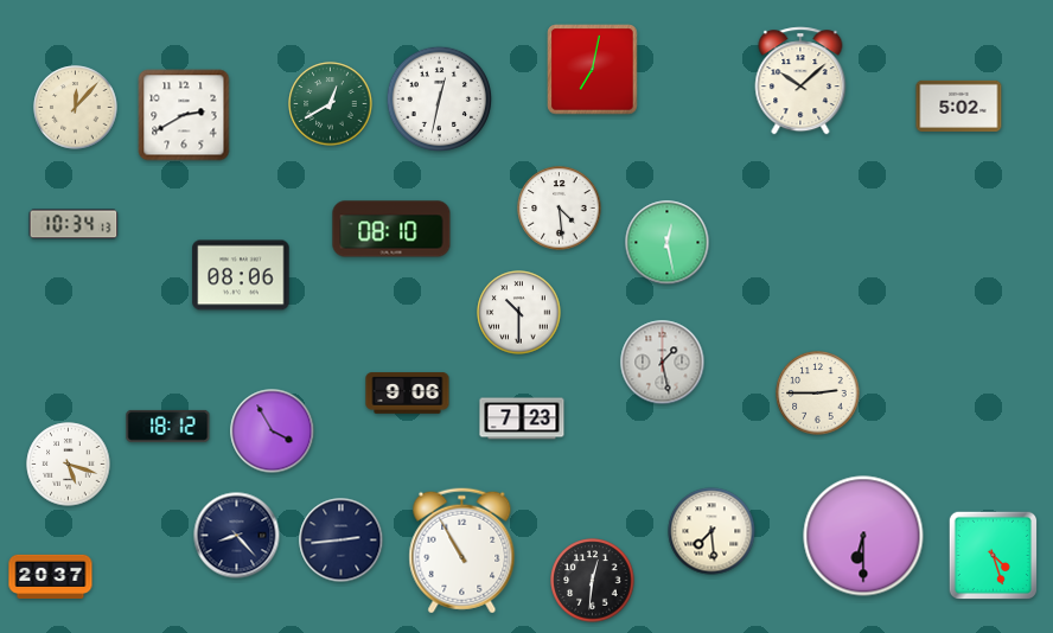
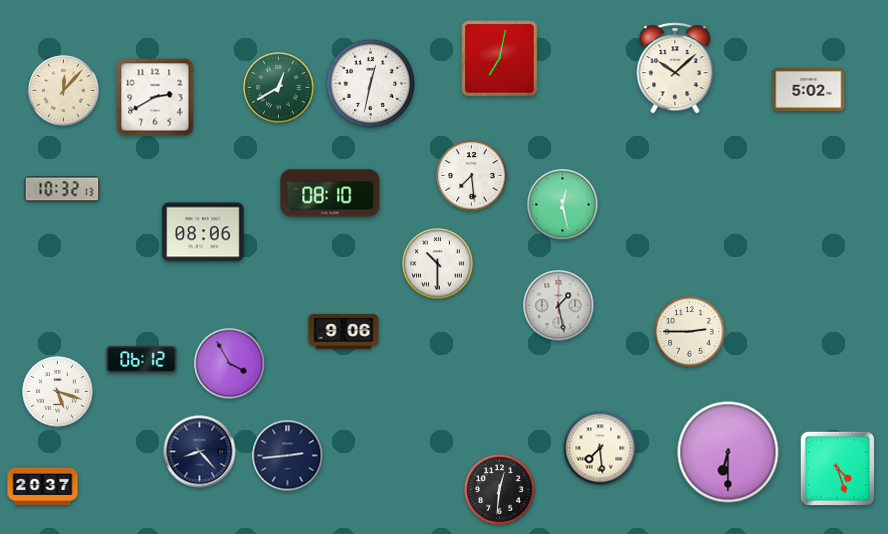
clock at (560, 209): 4:29 -> 7:29
clock at (74, 224): 10:34 -> 10:32
clock at (522, 418): 7:23 -> none
clock at (168, 426): 18:12 -> 06:12
clock at (462, 551): 10:55 -> none
